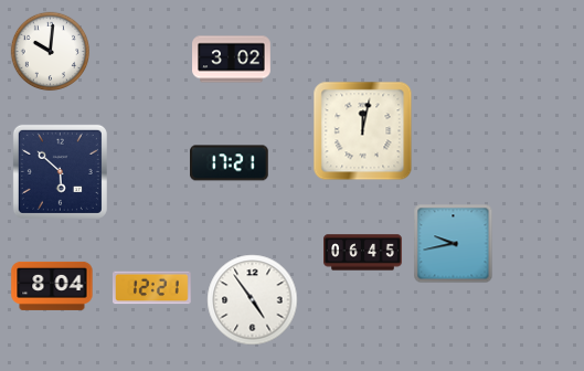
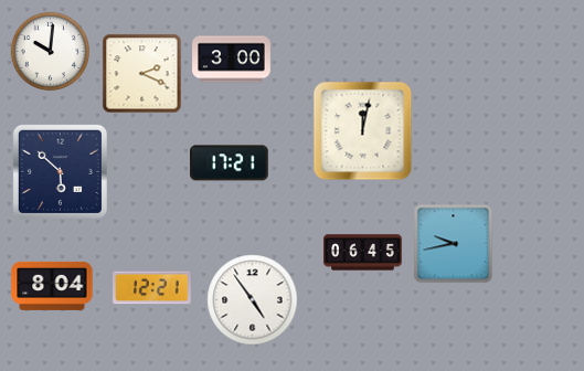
clock at (232, 60): 3:02 -> 3:00
clock at (142, 74): none -> 2:19
